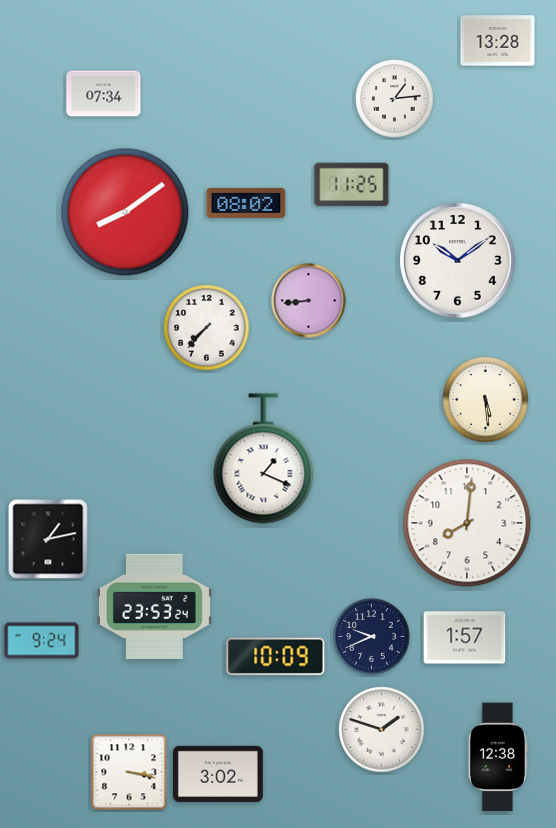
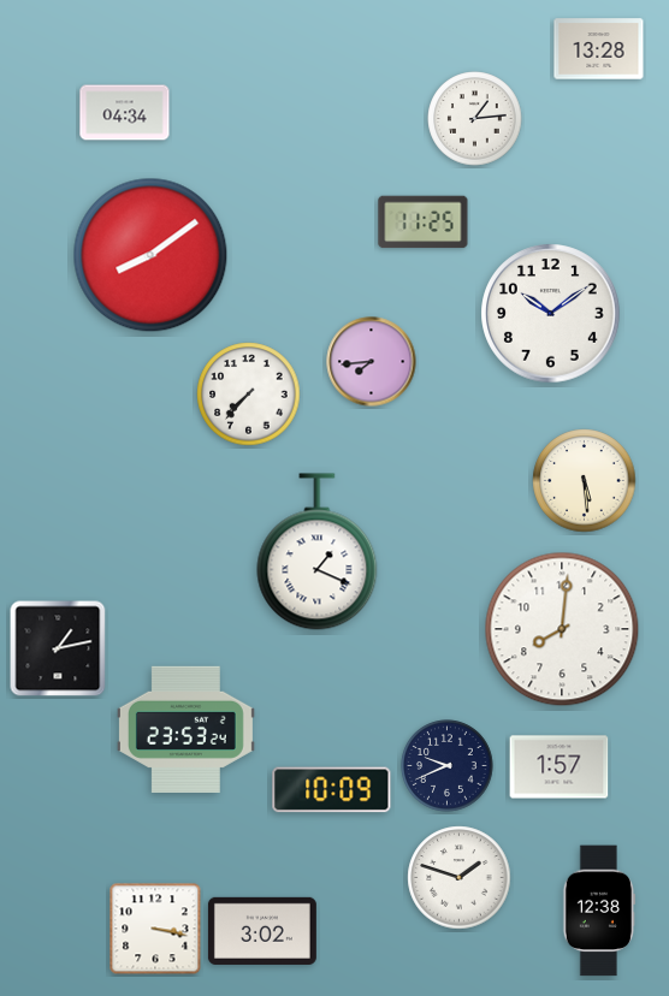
clock at (104, 94): 07:34 -> 04:34
clock at (246, 203): 08:02 -> none
clock at (309, 301): 8:44 -> 7:44
clock at (42, 641): 9:24 -> none
